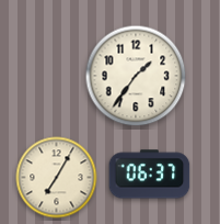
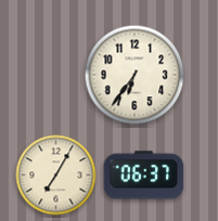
clock at (136, 76): 1:36 -> 6:36
clock at (150, 175) position: (150, 175) -> (144, 175)
